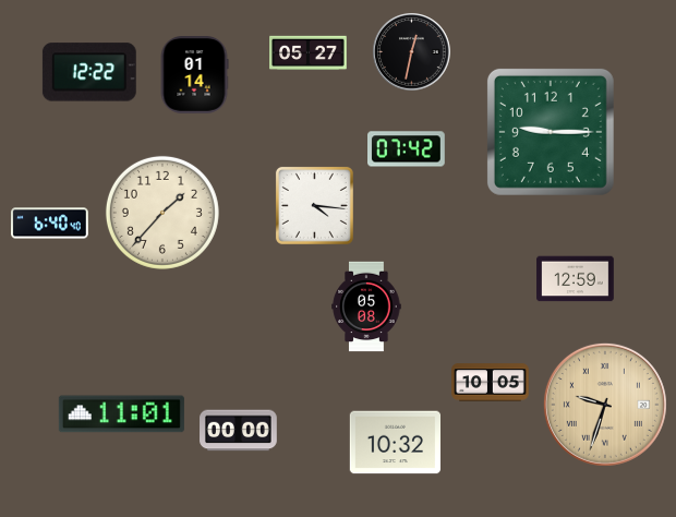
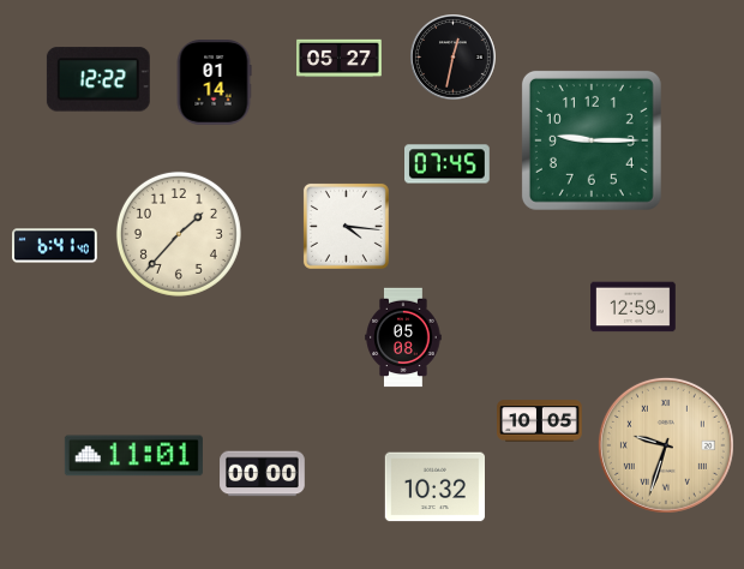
clock at (551, 132) position: (551, 132) -> (592, 140)
clock at (407, 149): 07:42 -> 07:45
clock at (50, 224): 6:40 -> 6:41
